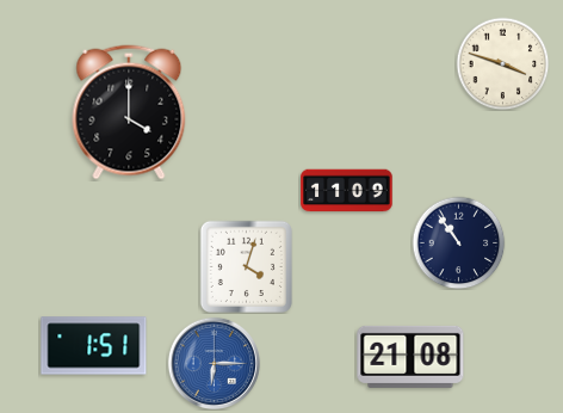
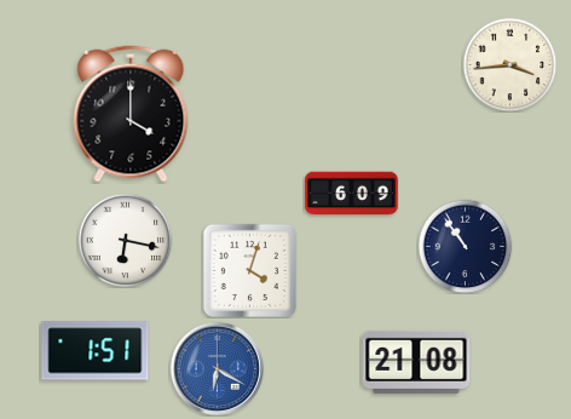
clock at (502, 63): 3:48 -> 3:44
clock at (347, 191): 11:09 -> 6:09
clock at (125, 240): none -> 6:17
clock at (214, 363): 6:15 -> 6:20
